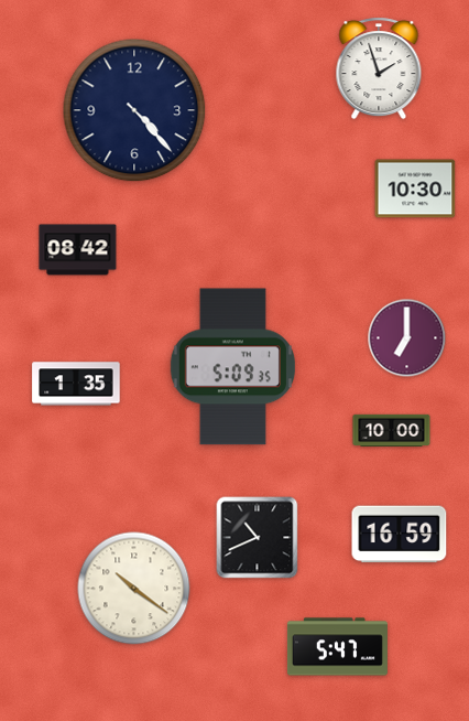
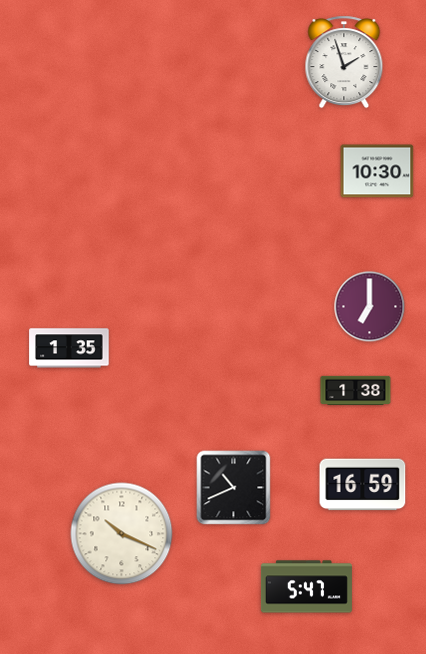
clock at (134, 110): 4:23 -> none
clock at (78, 250): 08:42 -> none
clock at (232, 367): 5:09 -> none
clock at (392, 431): 10:00 -> 1:38
clock at (134, 589): 10:21 -> 10:19
